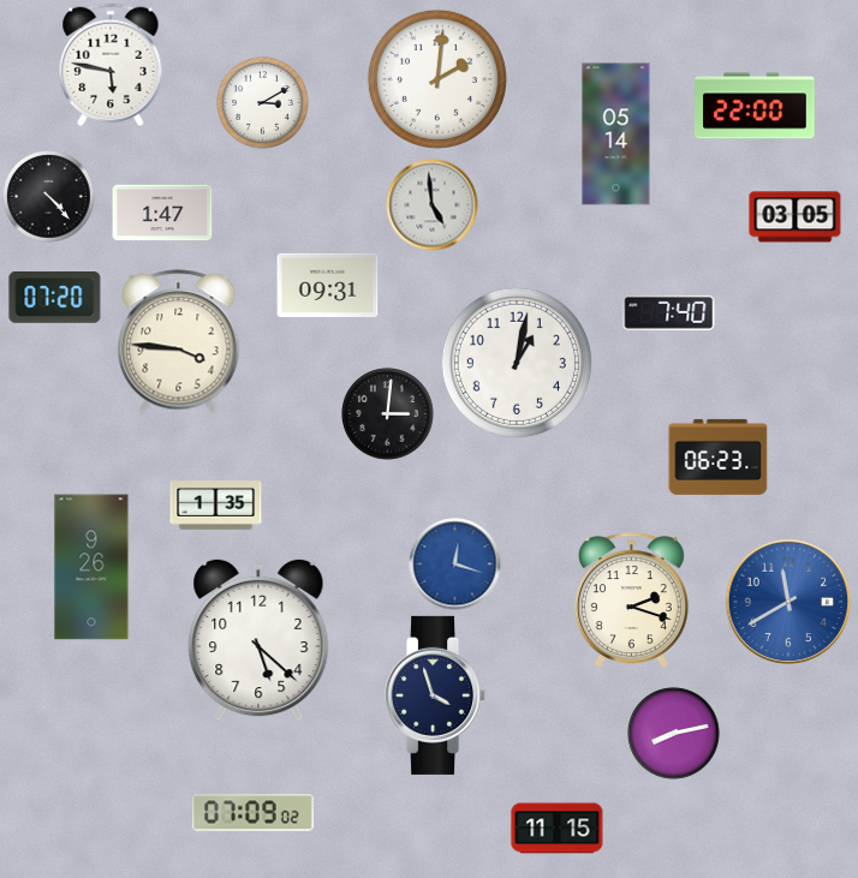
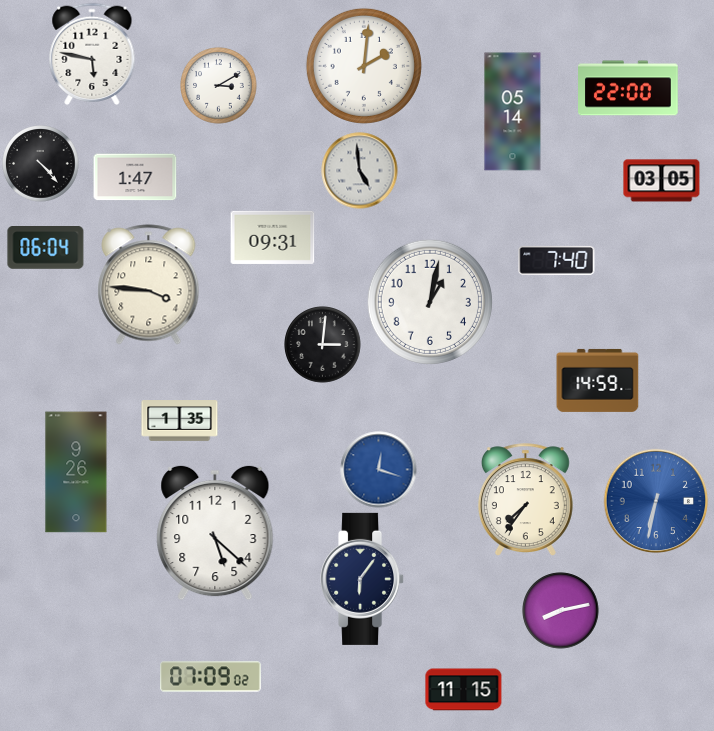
clock at (55, 298): 07:20 -> 06:04
clock at (719, 456): 06:23 -> 14:59
clock at (631, 601): 2:18 -> 7:36
clock at (788, 602): 11:40 -> 6:32
clock at (436, 695): 3:57 -> 6:06
